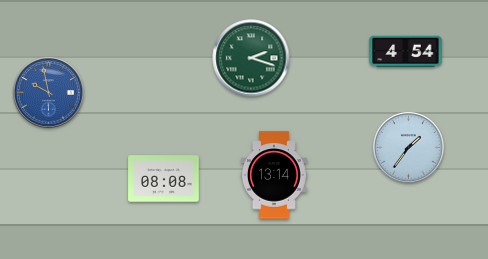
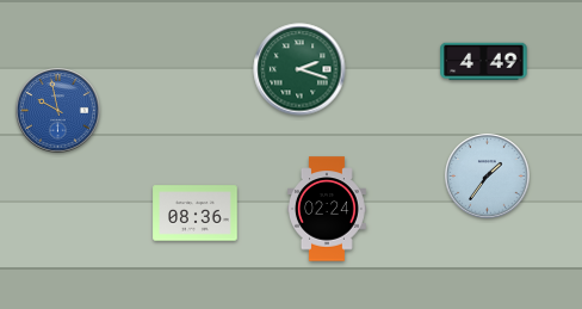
clock at (406, 52): 4:54 -> 4:49
clock at (274, 175): 13:14 -> 02:24
clock at (164, 179): 08:08 -> 08:36
